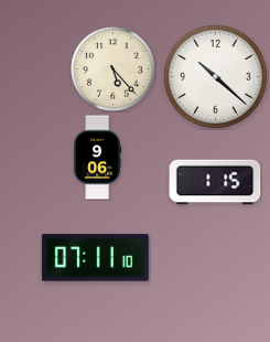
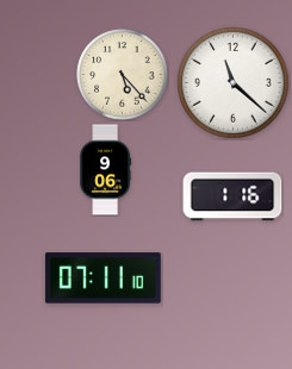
clock at (215, 76): 10:22 -> 11:22
clock at (215, 182): 1:15 -> 1:16
